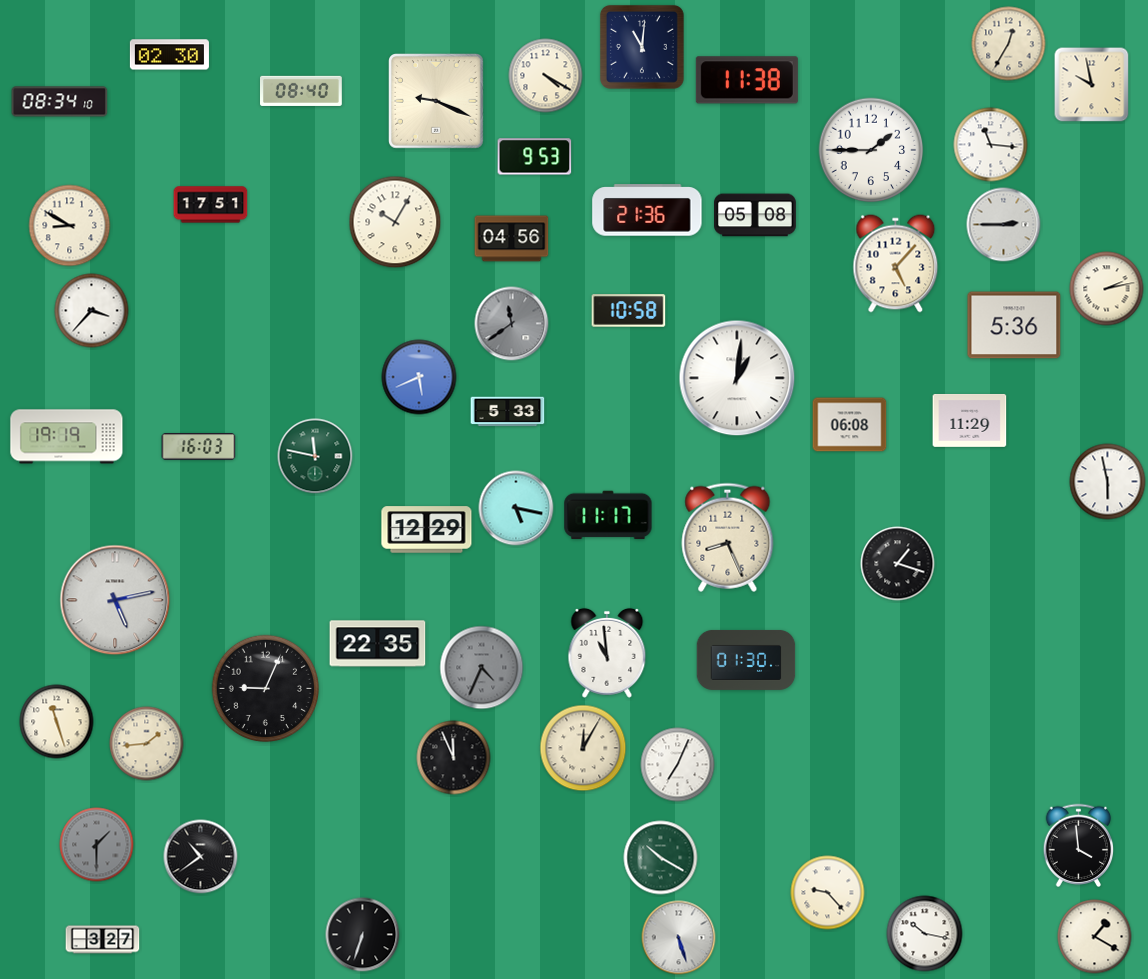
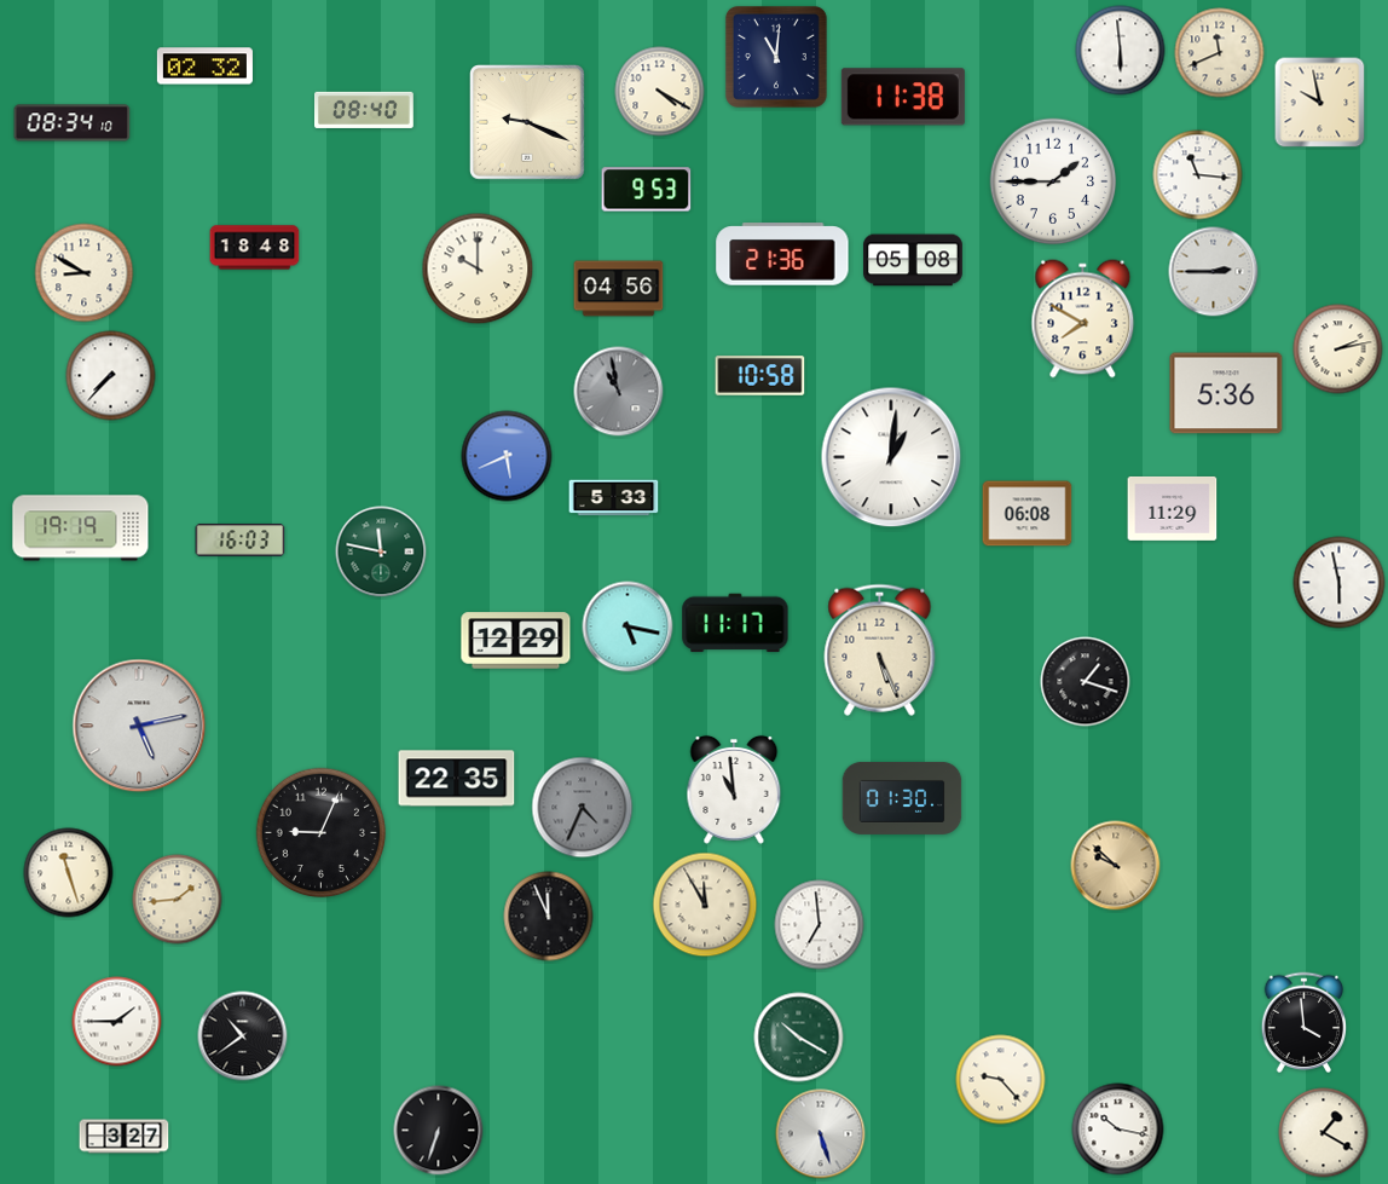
clock at (1121, 51): none -> 5:59
clock at (1009, 44): 12:35 -> 11:41
clock at (169, 55): 02:30 -> 02:32
clock at (211, 205): 17:51 -> 18:48
clock at (395, 222): 10:05 -> 10:00
clock at (896, 264): 5:07 -> 7:50
clock at (92, 311): 3:37 -> 7:37
clock at (512, 324): 11:39 -> 10:58
clock at (516, 508) position: (516, 508) -> (628, 626)
clock at (728, 537): 8:26 -> 5:26
clock at (1116, 866): none -> 9:52
clock at (583, 748): 12:05 -> 11:55
clock at (678, 765): 7:04 -> 6:59
clock at (97, 845): 1:30 -> 1:45
clock at (97, 845) dial: grey -> white
